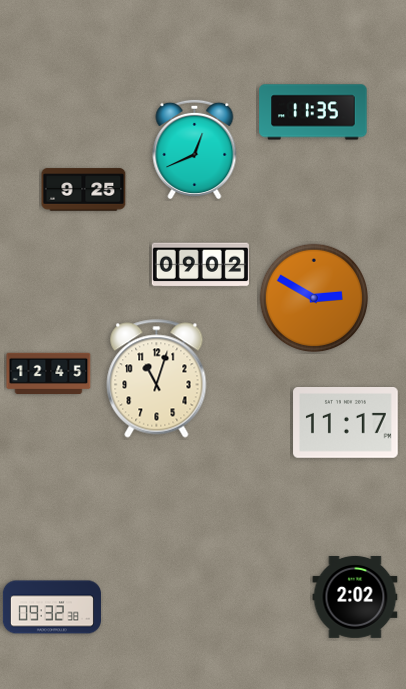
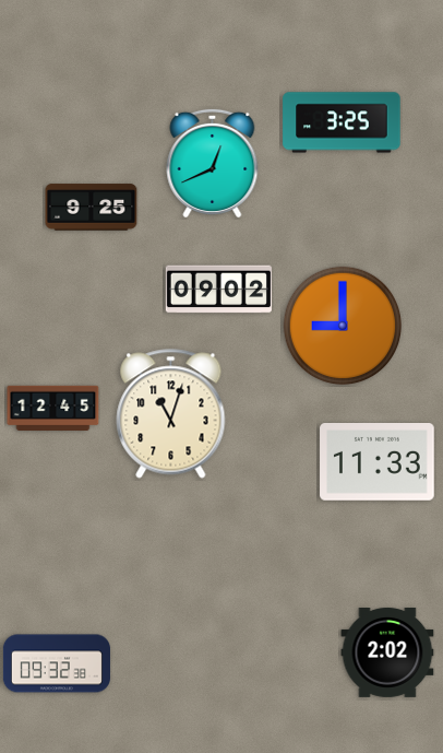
clock at (313, 112): 11:35 -> 3:25
clock at (314, 298): 2:50 -> 9:00
clock at (346, 423): 11:17 -> 11:33
